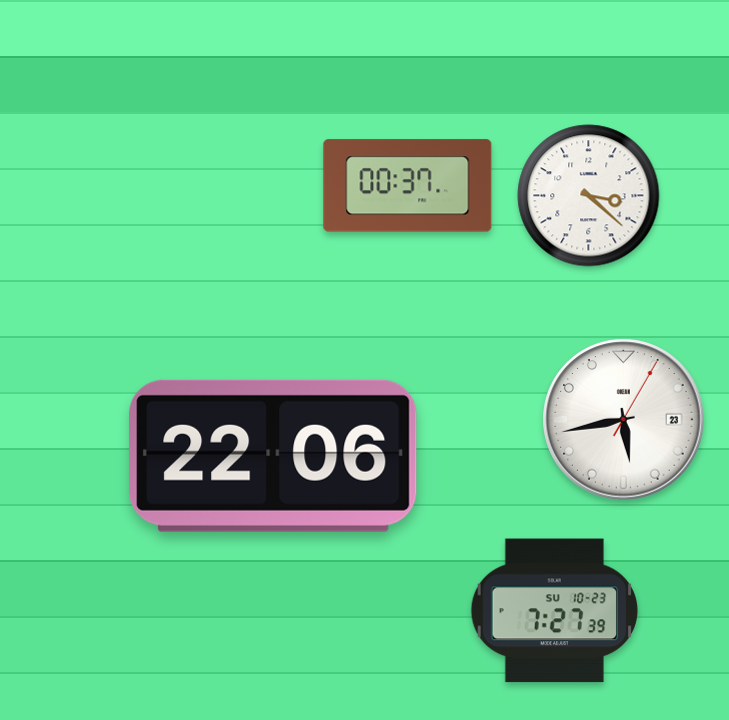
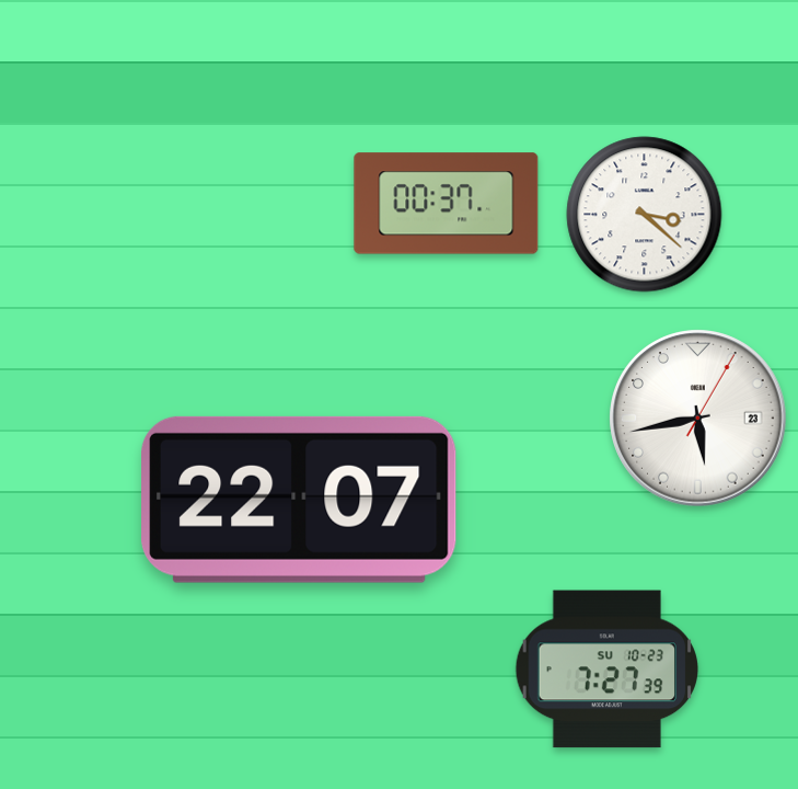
clock at (624, 420) position: (624, 420) -> (698, 419)
clock at (273, 456): 22:06 -> 22:07
